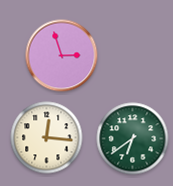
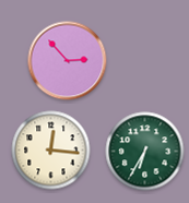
clock at (62, 56): 2:57 -> 2:53
clock at (133, 139): 6:39 -> 6:35
